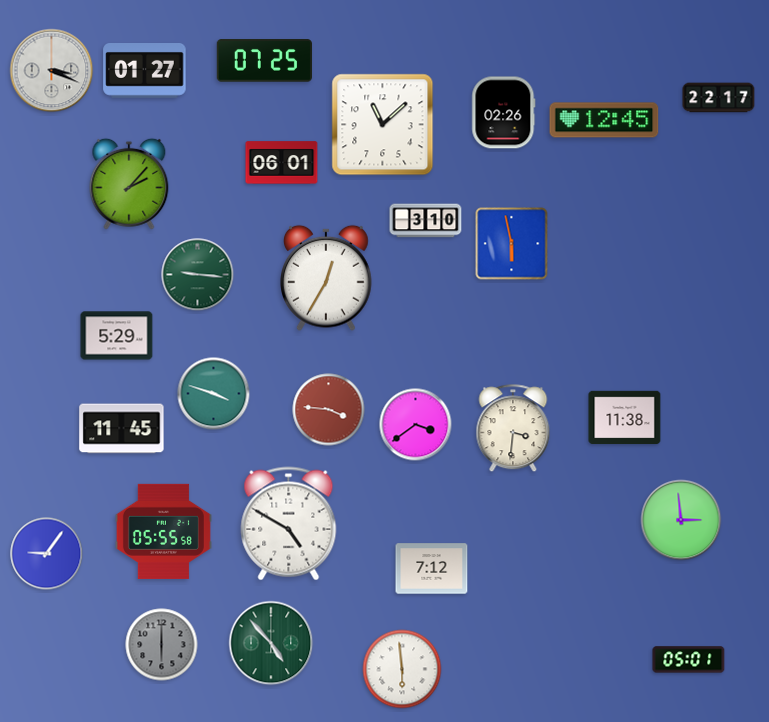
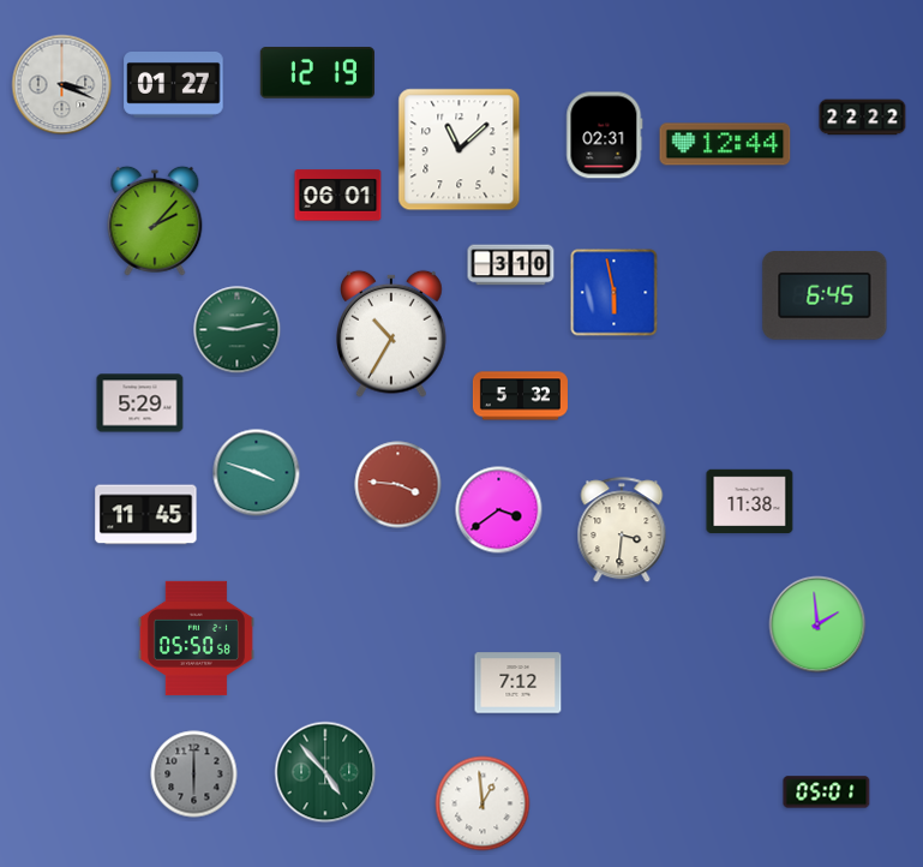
clock at (264, 61): 07:25 -> 12:19
clock at (719, 98): 22:17 -> 22:22
clock at (504, 113): 02:26 -> 02:31
clock at (604, 120): 12:45 -> 12:44
clock at (825, 297): none -> 6:45
clock at (198, 275): 9:16 -> 9:13
clock at (327, 278): 12:35 -> 10:35
clock at (520, 396): none -> 5:32
clock at (329, 410) position: (329, 410) -> (398, 485)
clock at (513, 429) position: (513, 429) -> (622, 531)
clock at (681, 520): 2:59 -> 1:59
clock at (289, 524): 4:50 -> none
clock at (163, 531): 05:55 -> 05:50
clock at (47, 554): 9:06 -> none
clock at (402, 669): 5:59 -> 12:59
